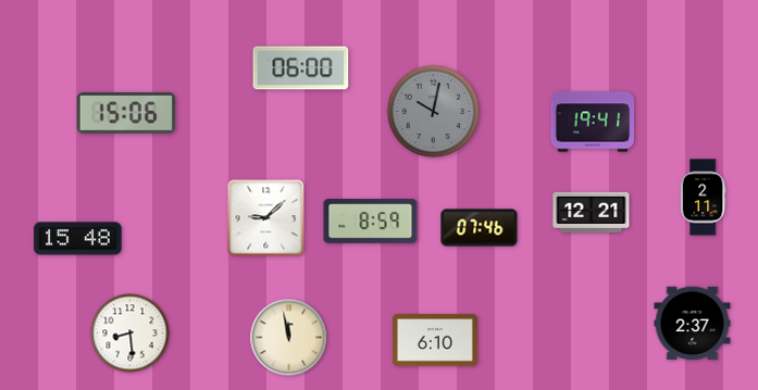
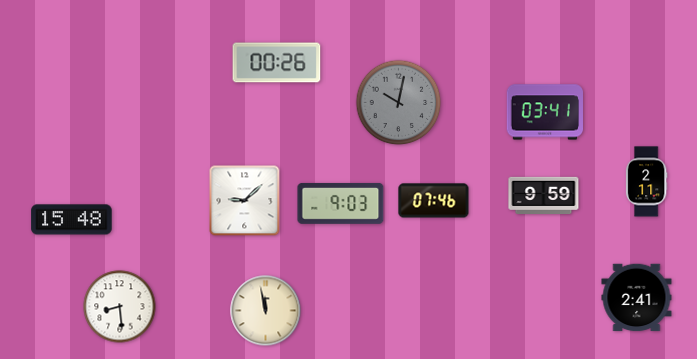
clock at (301, 68): 06:00 -> 00:26
clock at (125, 113): 15:06 -> none
clock at (592, 122): 19:41 -> 03:41
clock at (592, 212): 12:21 -> 9:59
clock at (371, 221): 8:59 -> 9:03
clock at (480, 228) position: (480, 228) -> (434, 201)
clock at (693, 324): 2:37 -> 2:41
clock at (435, 340): 6:10 -> none
